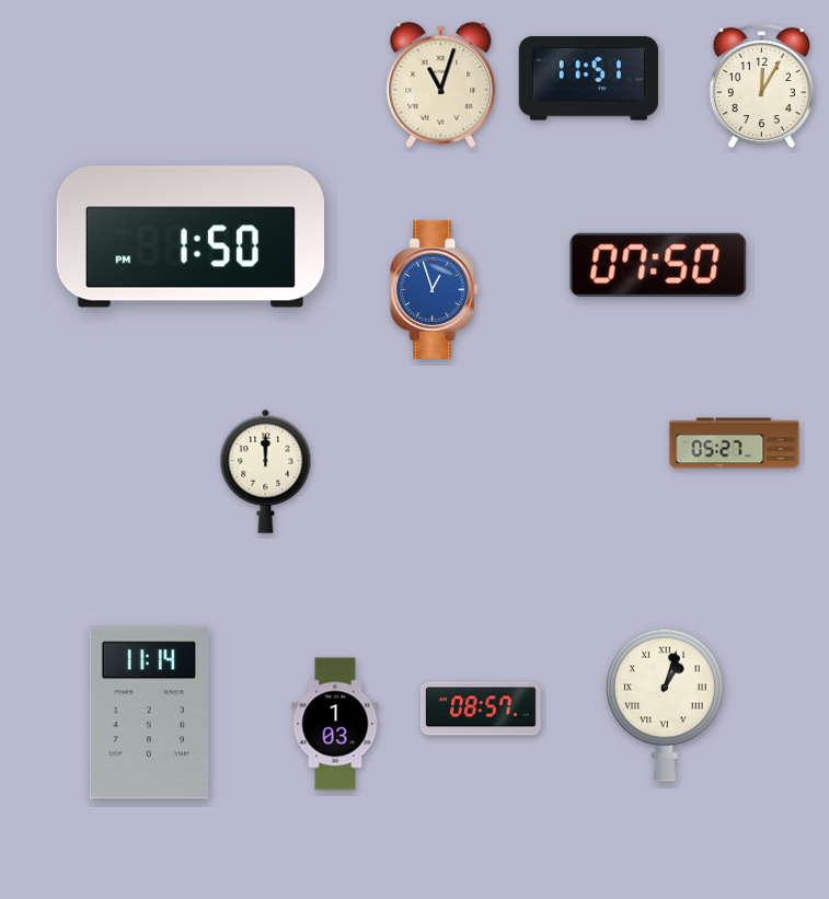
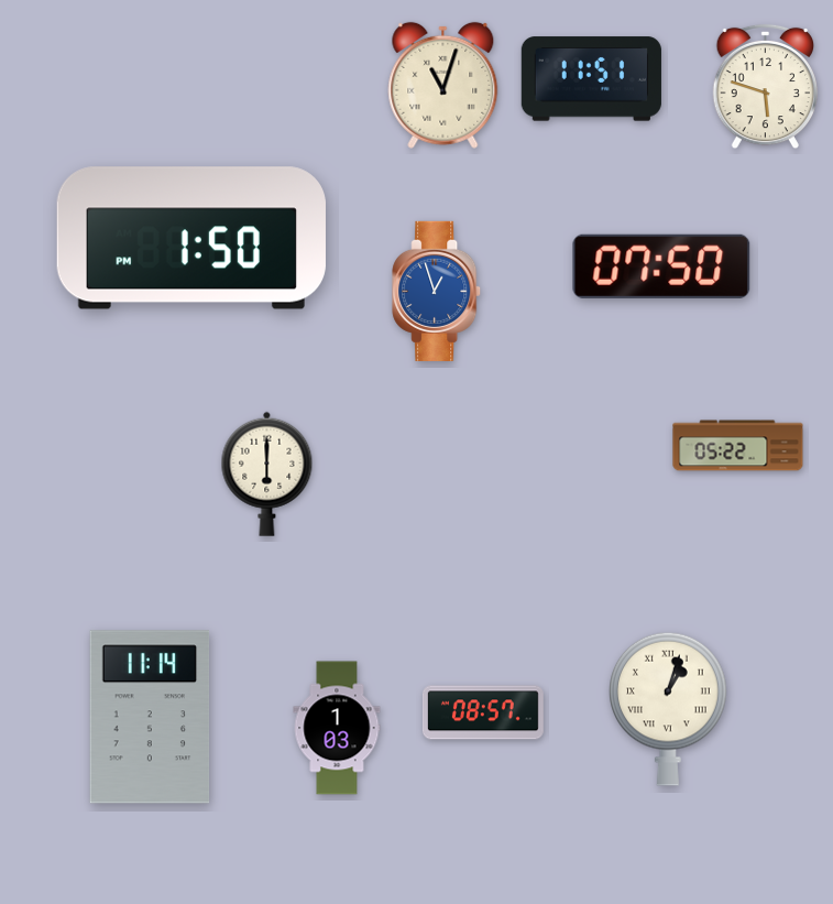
clock at (761, 87): 12:05 -> 5:48
clock at (735, 443): 05:27 -> 05:22
clock at (266, 471): 12:00 -> 6:00
